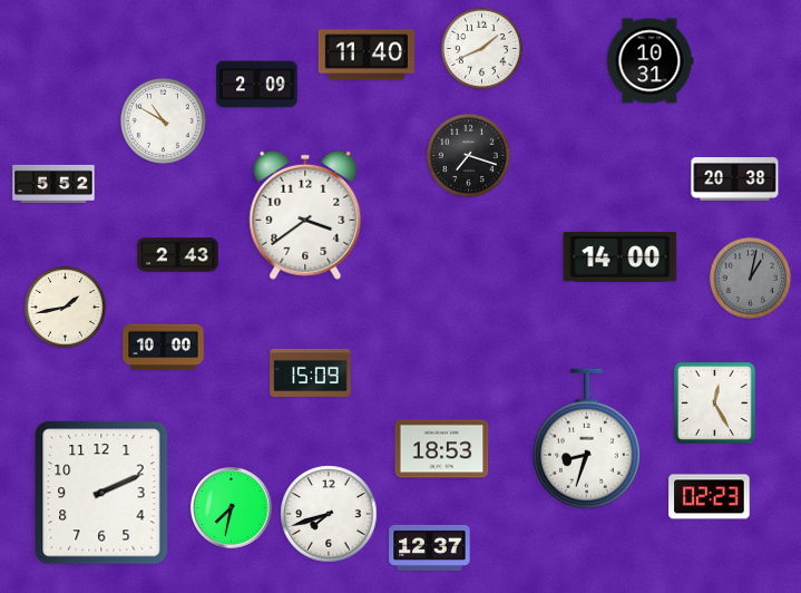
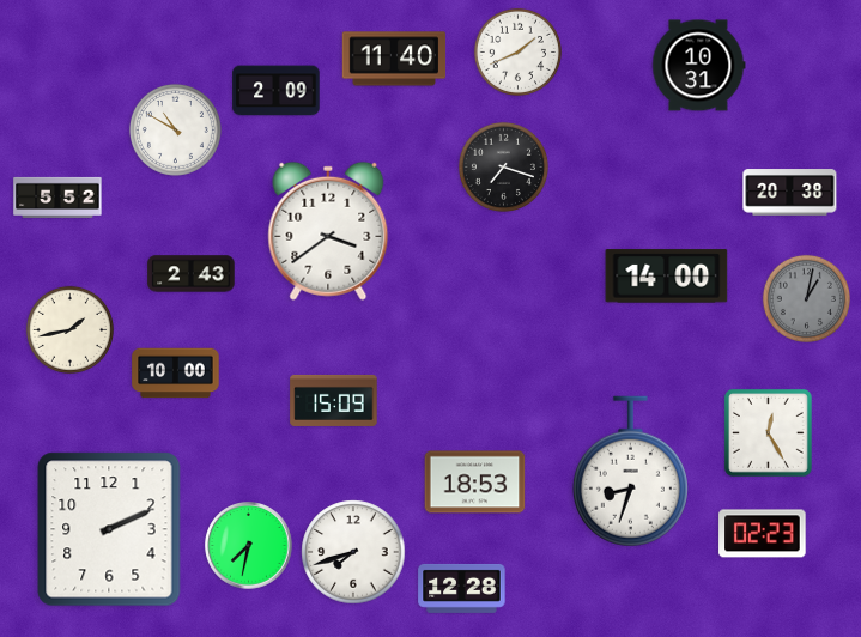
clock at (430, 547): 12:37 -> 12:28
